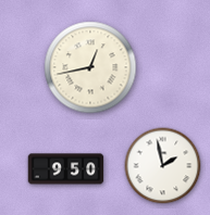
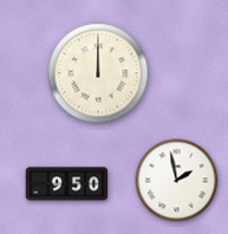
clock at (90, 67): 12:43 -> 12:00
clock at (66, 169) position: (66, 169) -> (67, 184)
